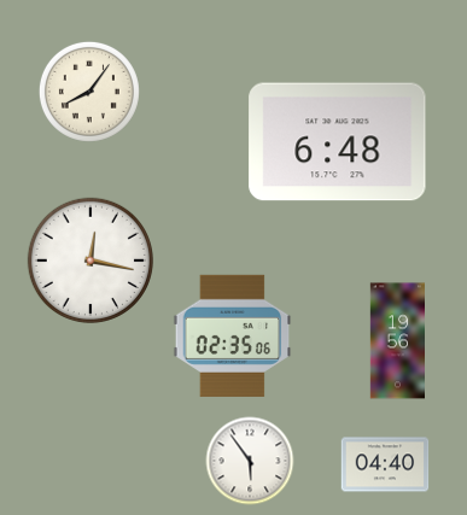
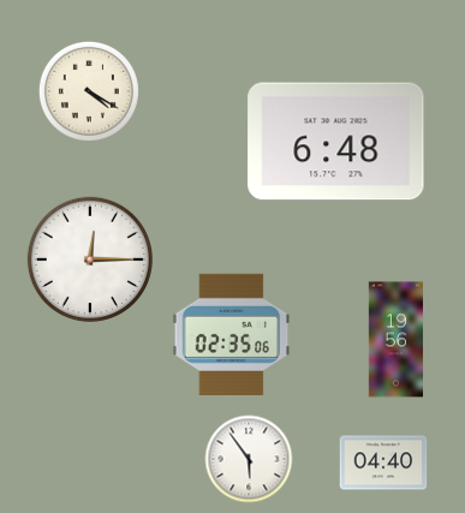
clock at (89, 92): 8:06 -> 4:20
clock at (91, 261): 12:17 -> 12:15
